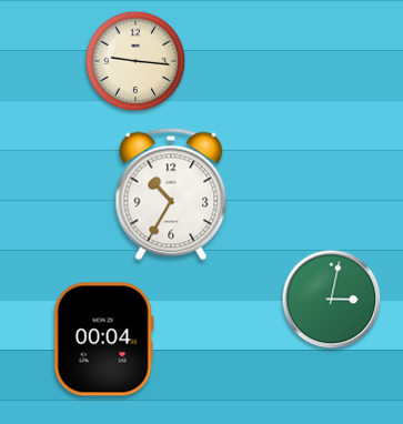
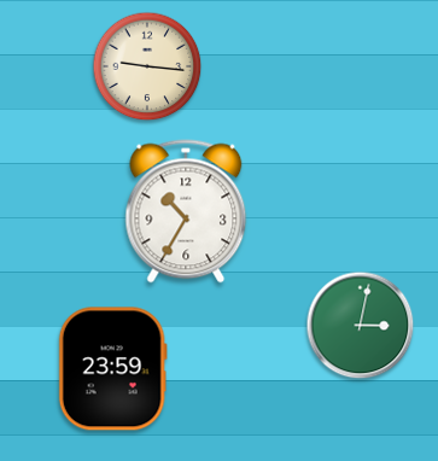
clock at (103, 340): 00:04 -> 23:59
